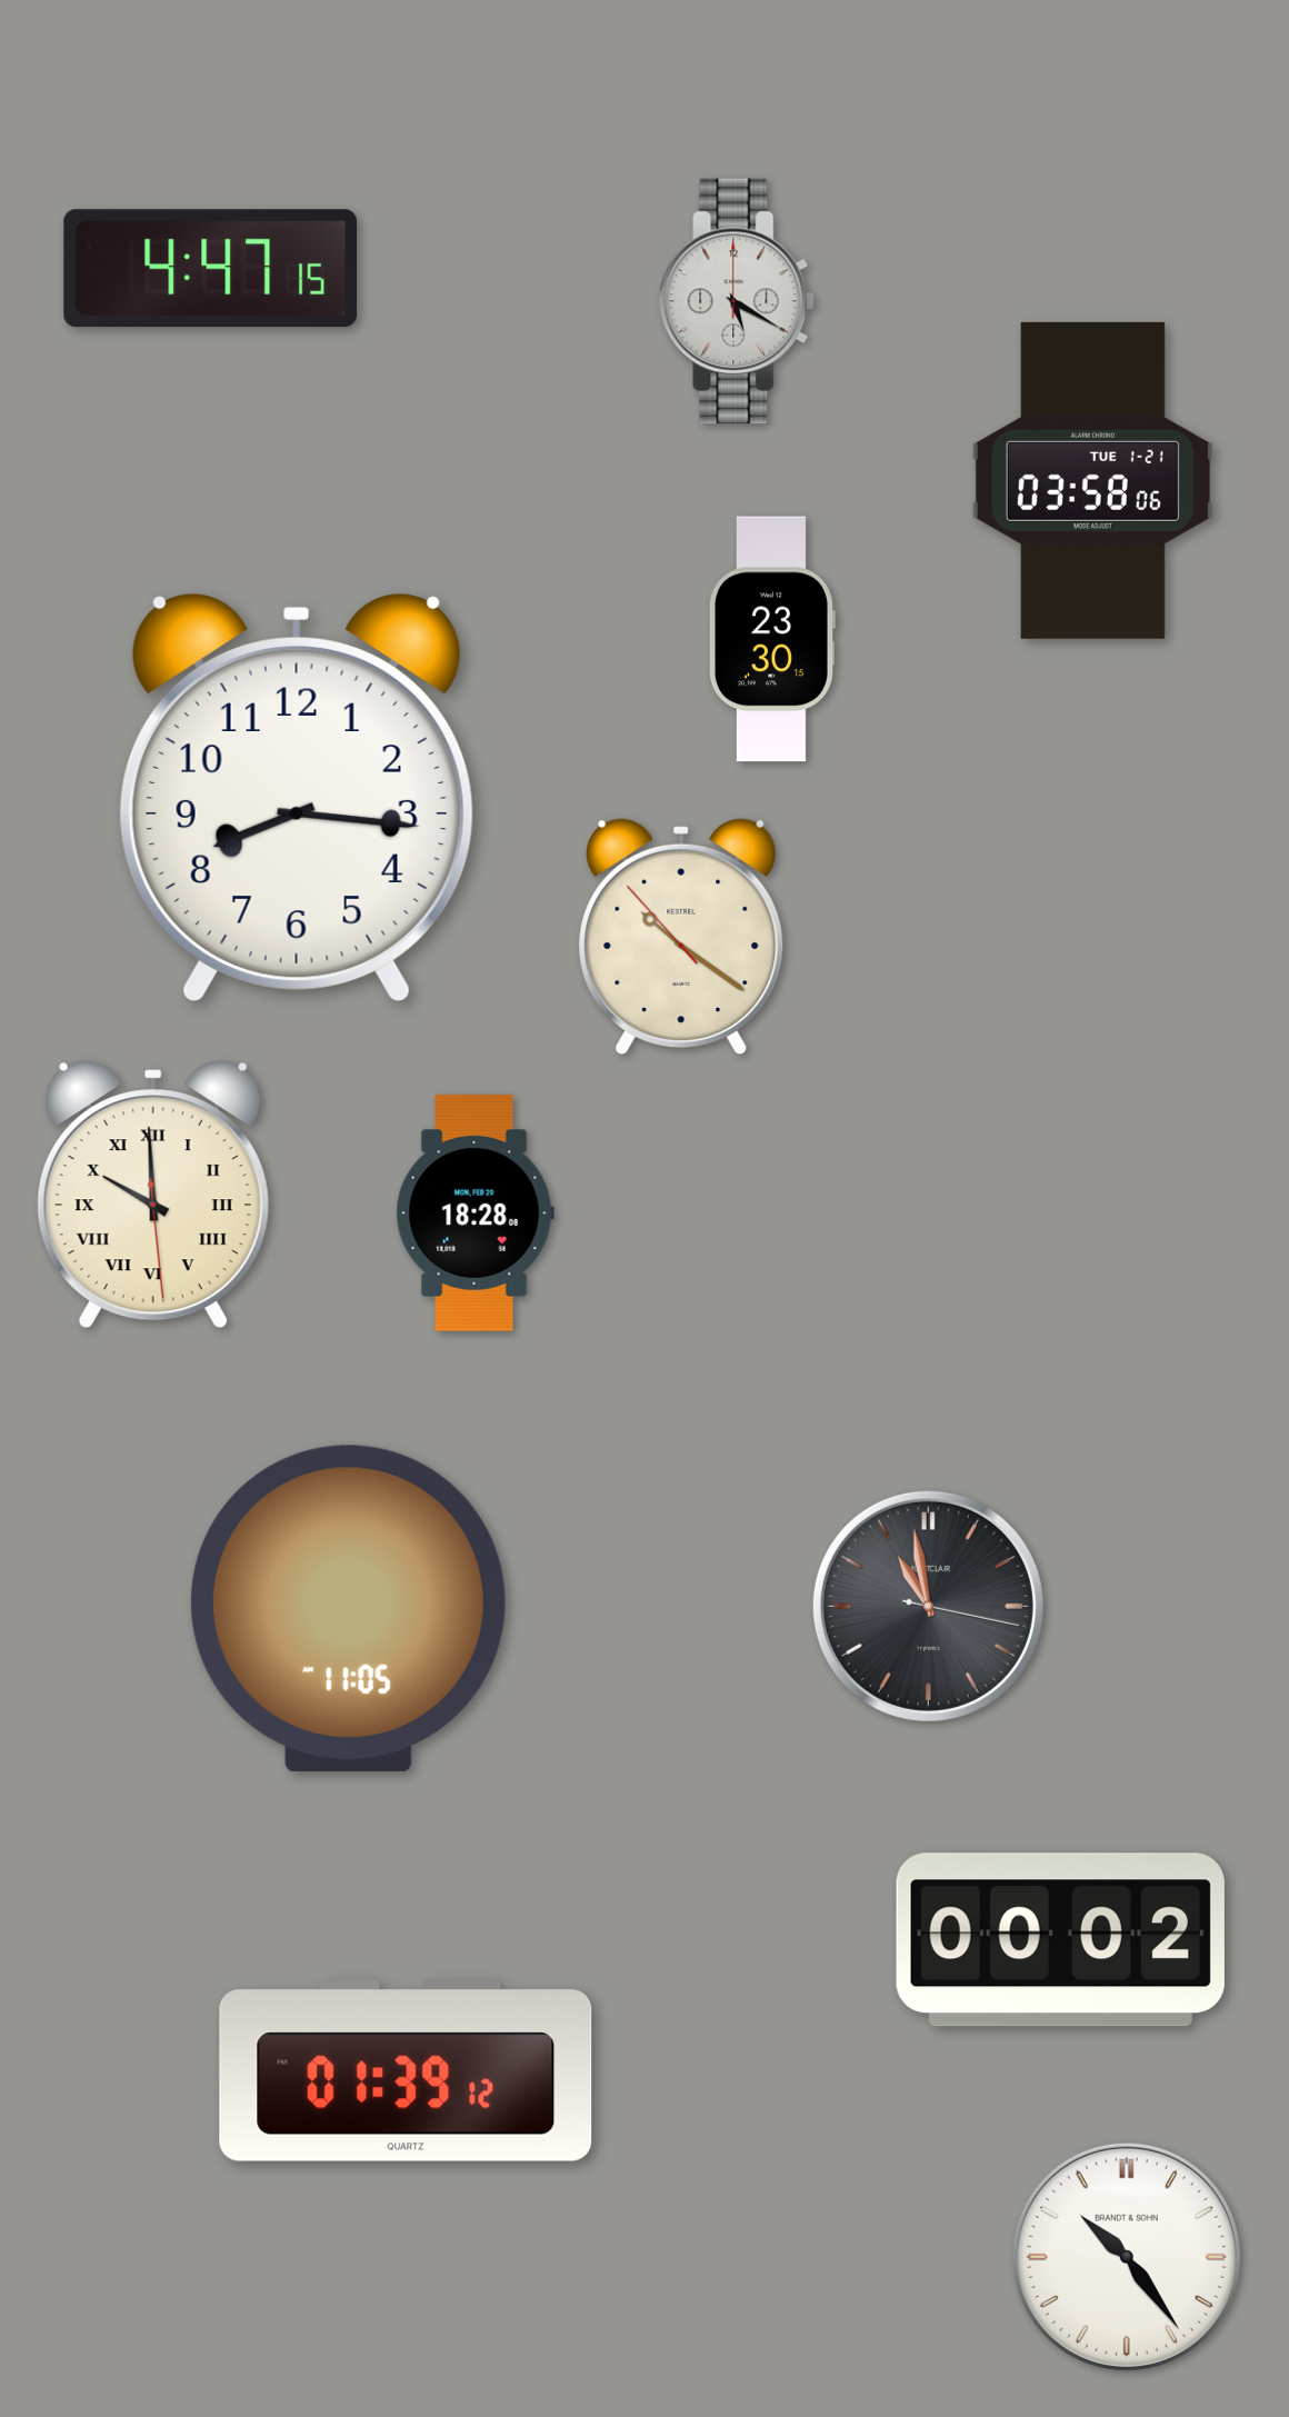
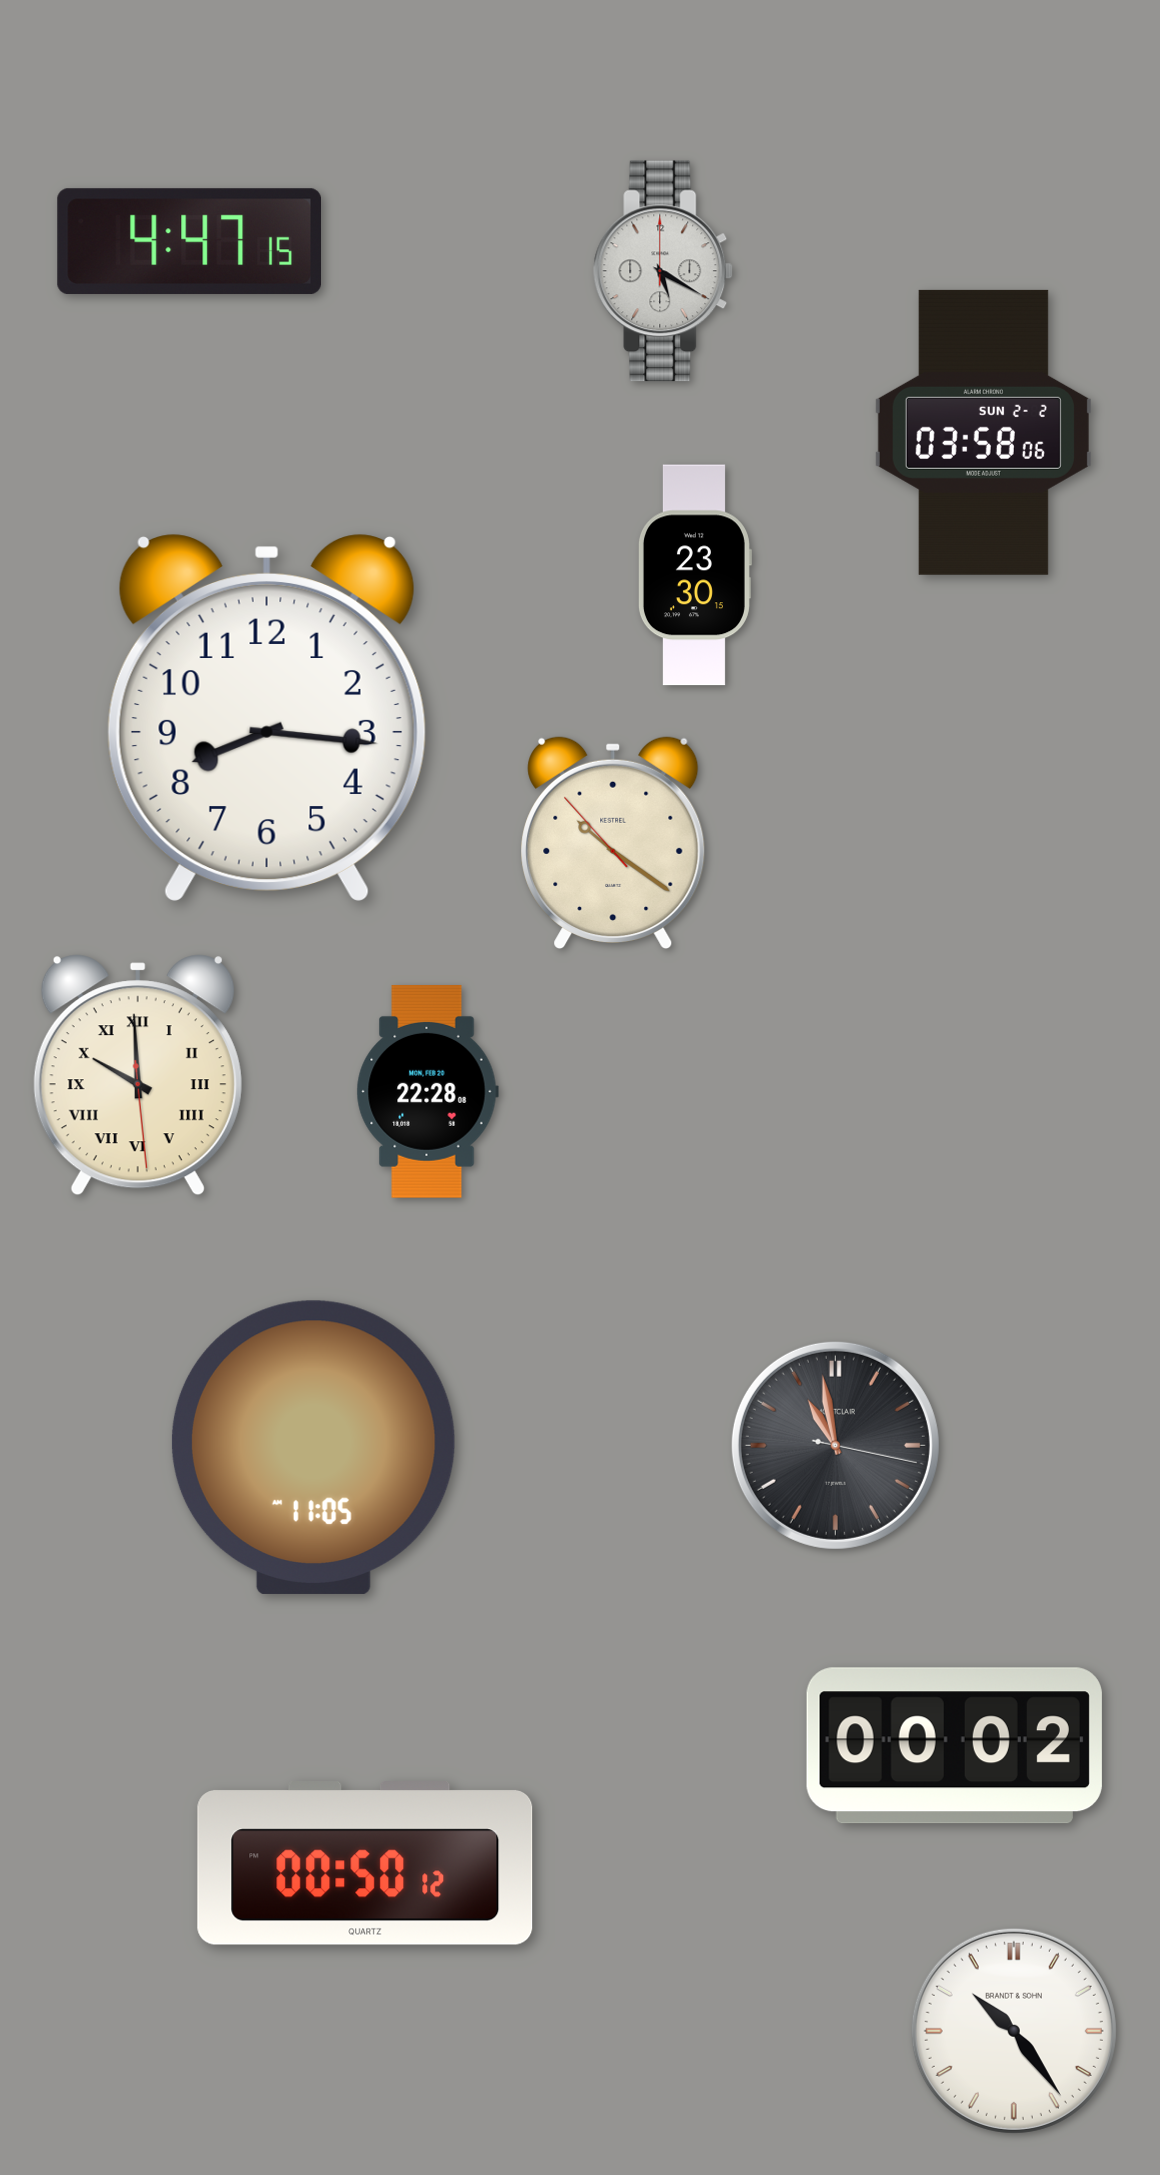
clock at (1092, 480) date: TUE 1-21 -> SUN 2-2
clock at (474, 1212): 18:28 -> 22:28
clock at (406, 2071): 01:39 -> 00:50
